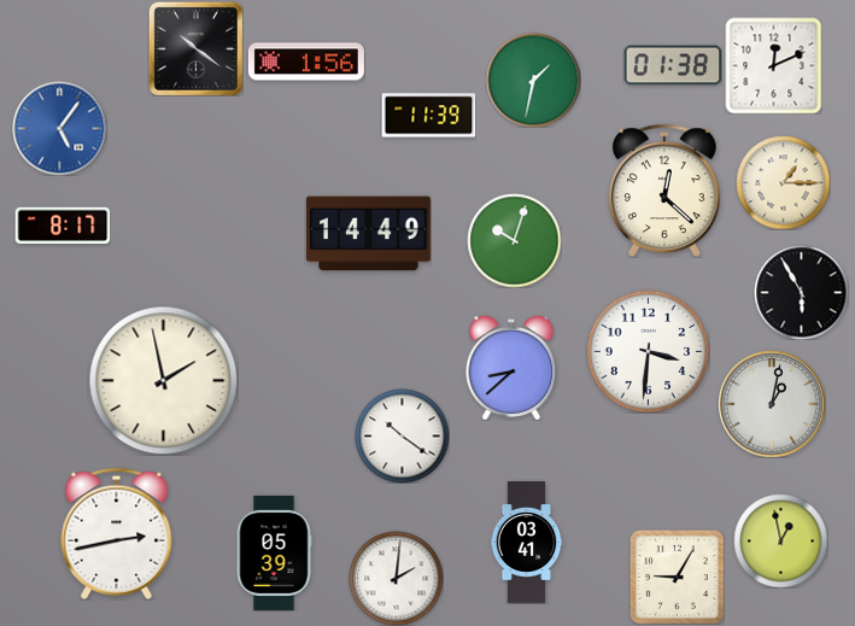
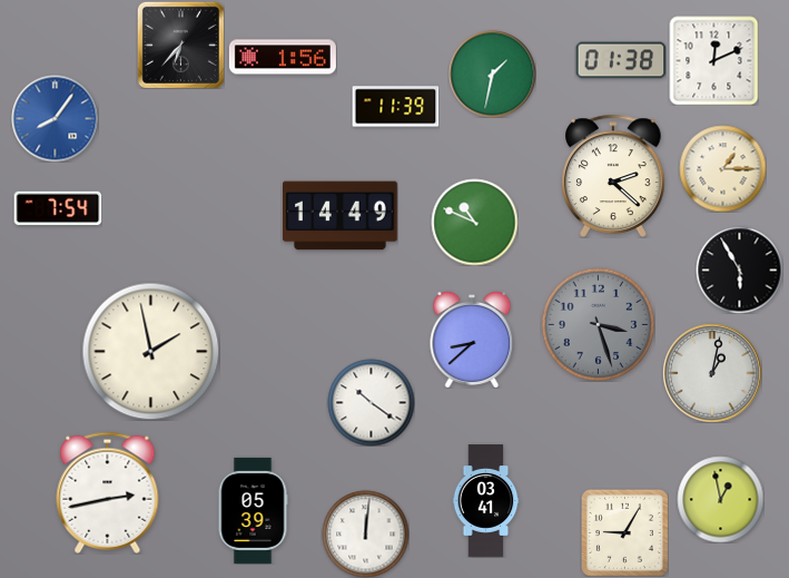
clock at (195, 48): 10:21 -> 6:37
clock at (59, 128): 5:06 -> 8:06
clock at (664, 191): 12:22 -> 2:22
clock at (63, 226): 8:17 -> 7:54
clock at (514, 240): 10:03 -> 10:49
clock at (648, 351): 3:31 -> 3:27
clock at (648, 351) dial: white -> grey
clock at (396, 578): 2:01 -> 12:01
